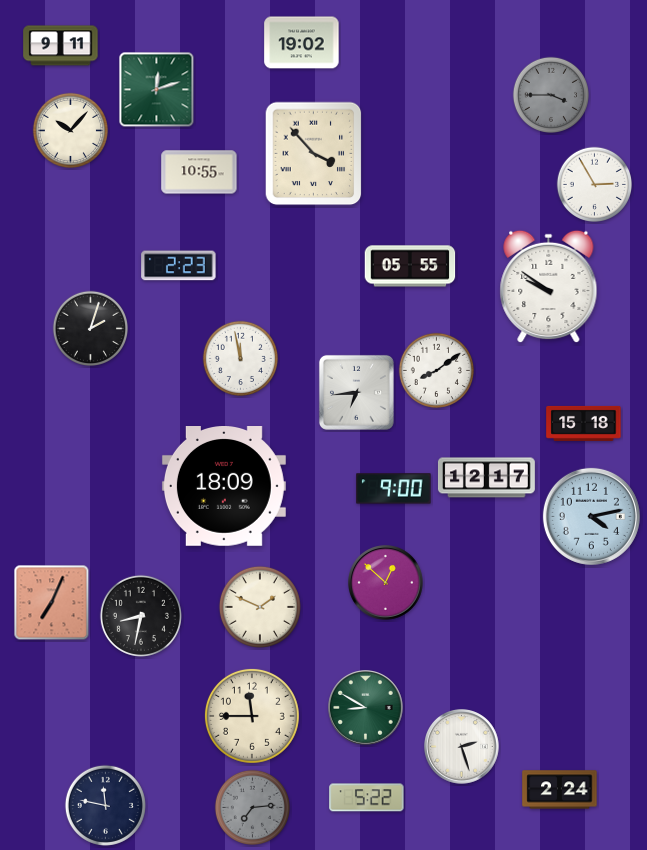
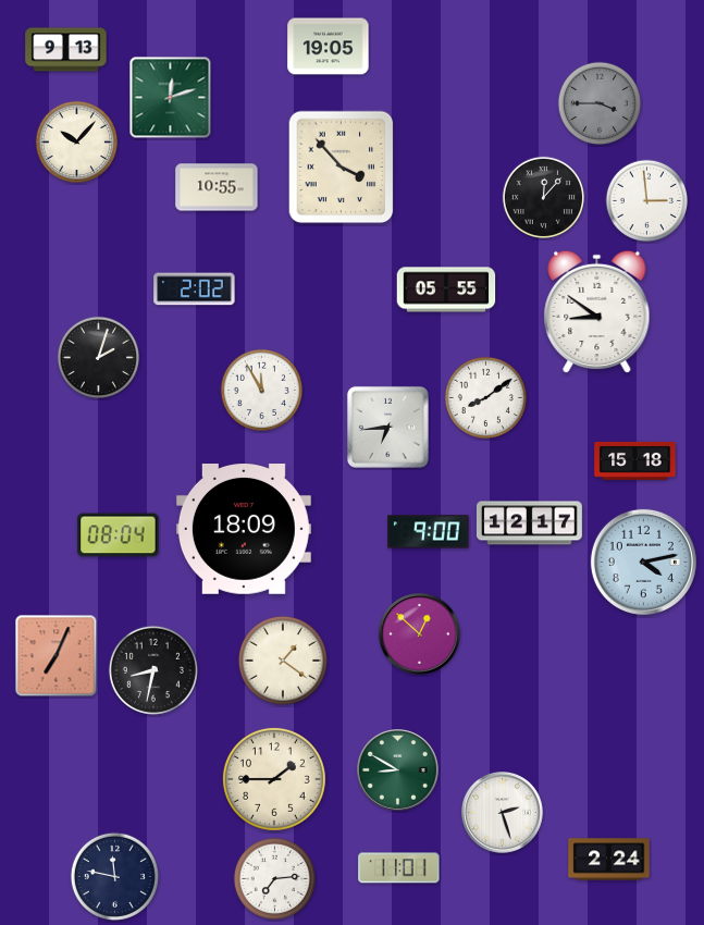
clock at (302, 43): 19:02 -> 19:05
clock at (61, 46): 9:11 -> 9:13
clock at (543, 197): none -> 12:07
clock at (594, 184): 2:55 -> 2:59
clock at (179, 266): 2:23 -> 2:02
clock at (549, 287): 9:51 -> 8:51
clock at (240, 358): 11:58 -> 11:55
clock at (436, 370) position: (436, 370) -> (485, 397)
clock at (486, 478) position: (486, 478) -> (529, 523)
clock at (119, 535): none -> 08:04
clock at (260, 607): 1:49 -> 1:21
clock at (252, 716): 11:45 -> 1:45
clock at (367, 798): 5:22 -> 11:01
clock at (252, 807) dial: grey -> white
